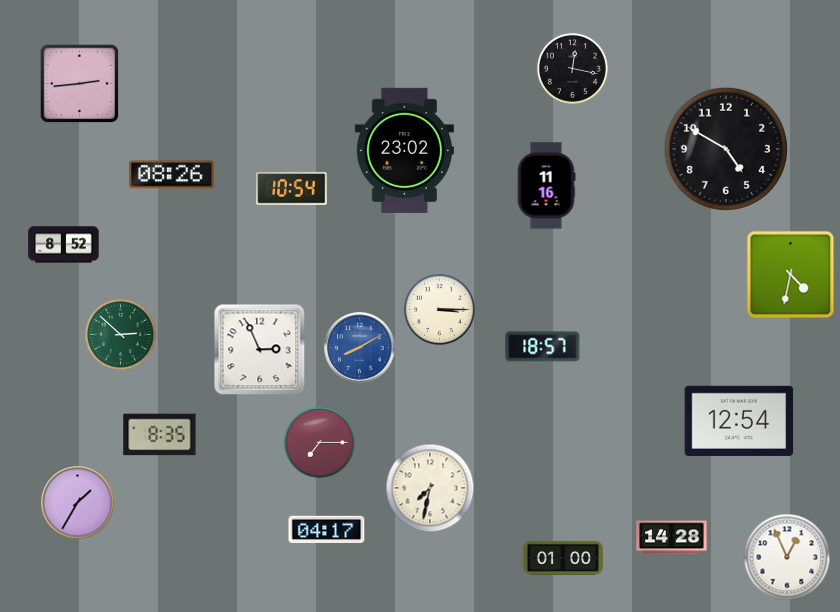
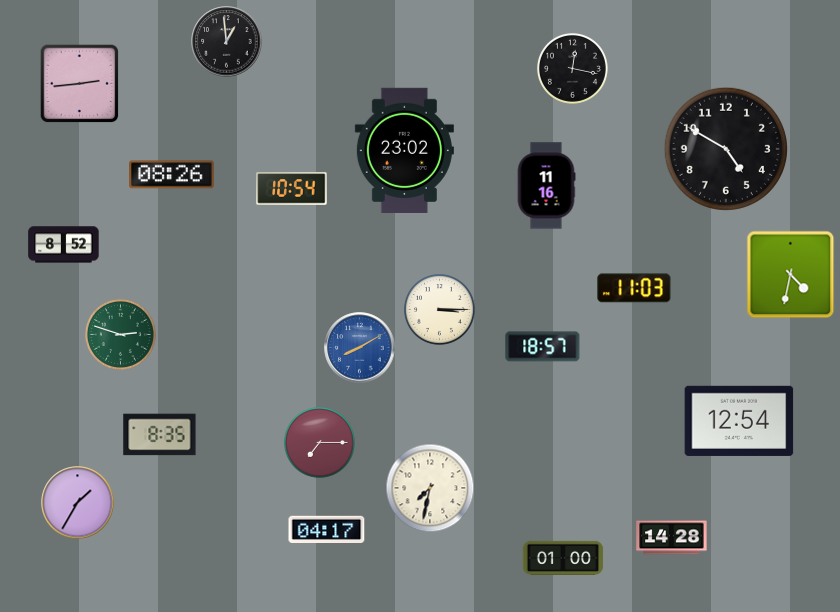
clock at (227, 42): none -> 12:59
clock at (634, 288): none -> 11:03
clock at (120, 334): 2:52 -> 2:48
clock at (260, 350): 2:56 -> none
clock at (787, 557): 12:56 -> none
